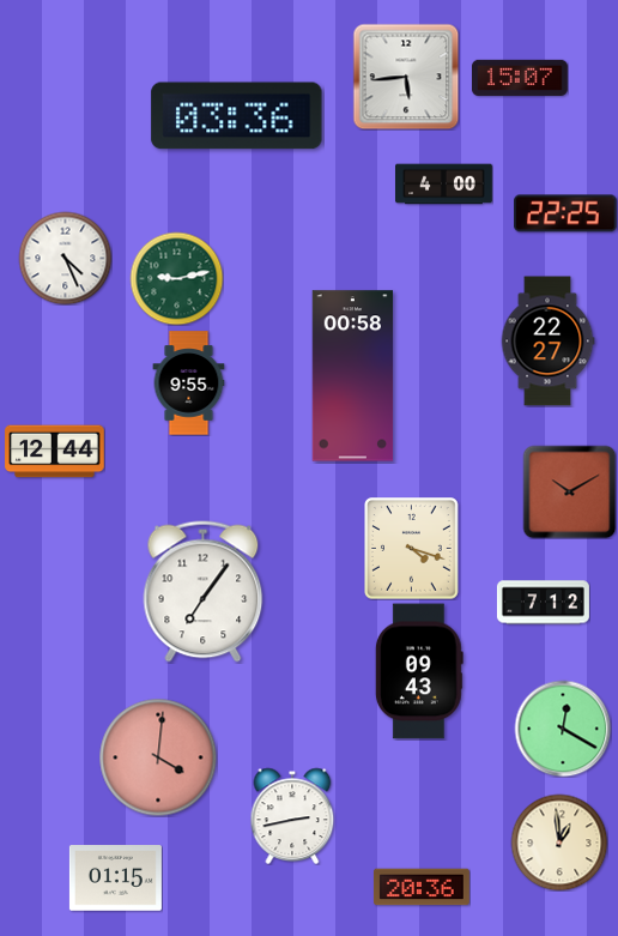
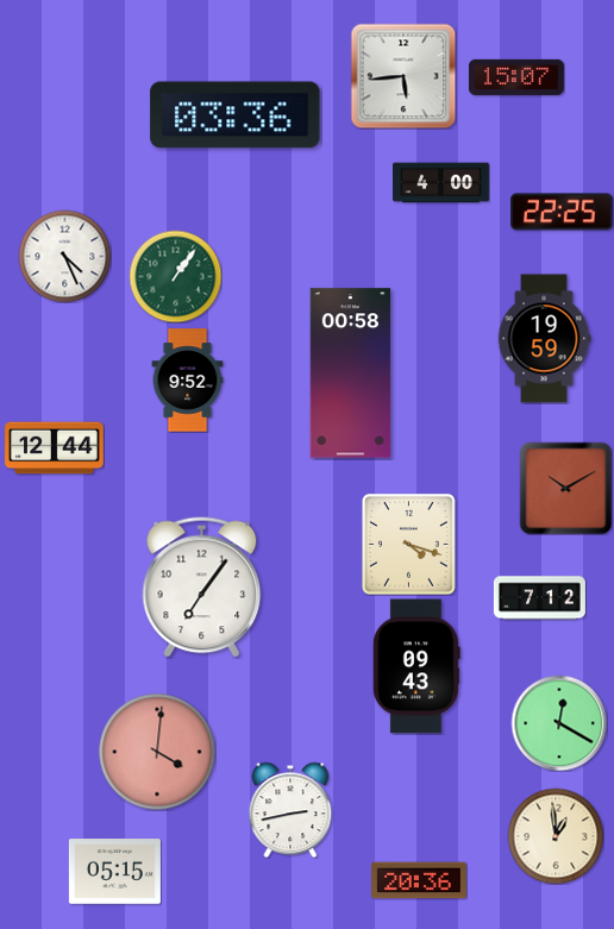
clock at (176, 278): 9:13 -> 1:06
clock at (547, 342): 22:27 -> 19:59
clock at (189, 384): 9:55 -> 9:52
clock at (115, 878): 01:15 -> 05:15
